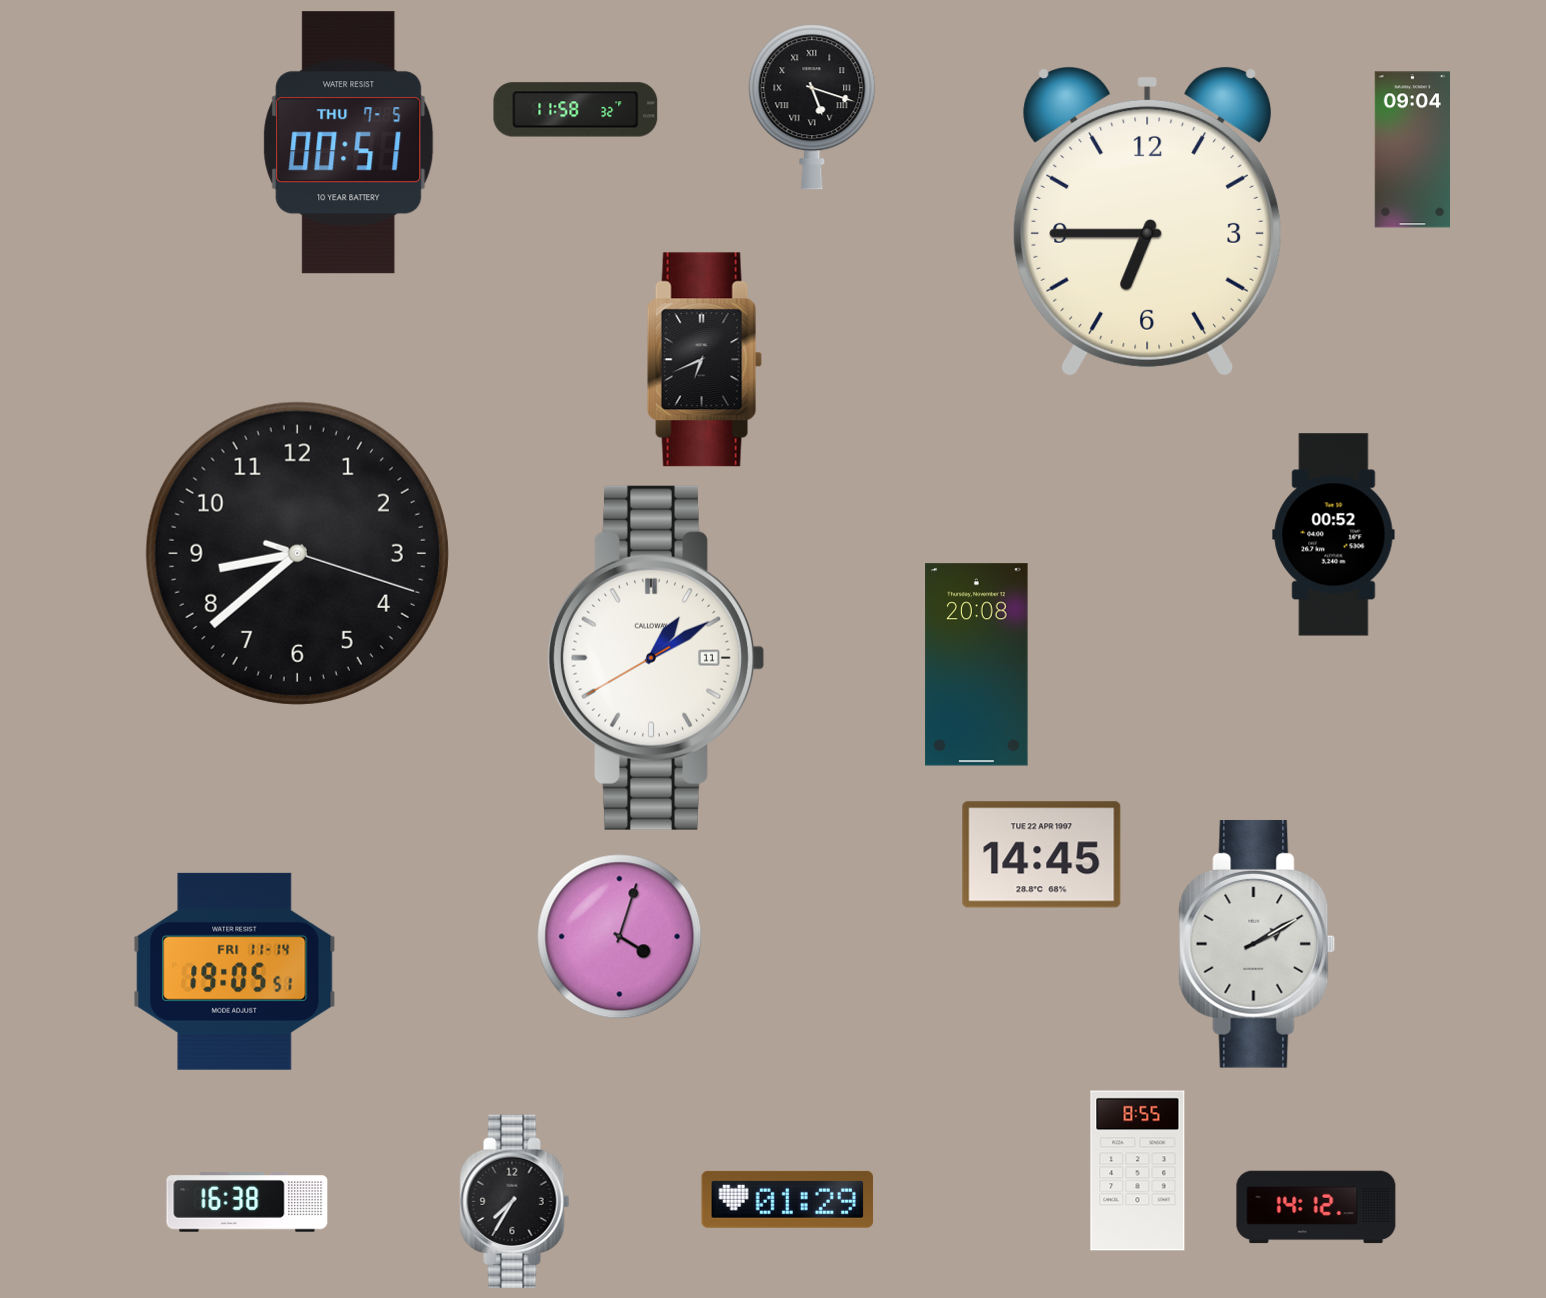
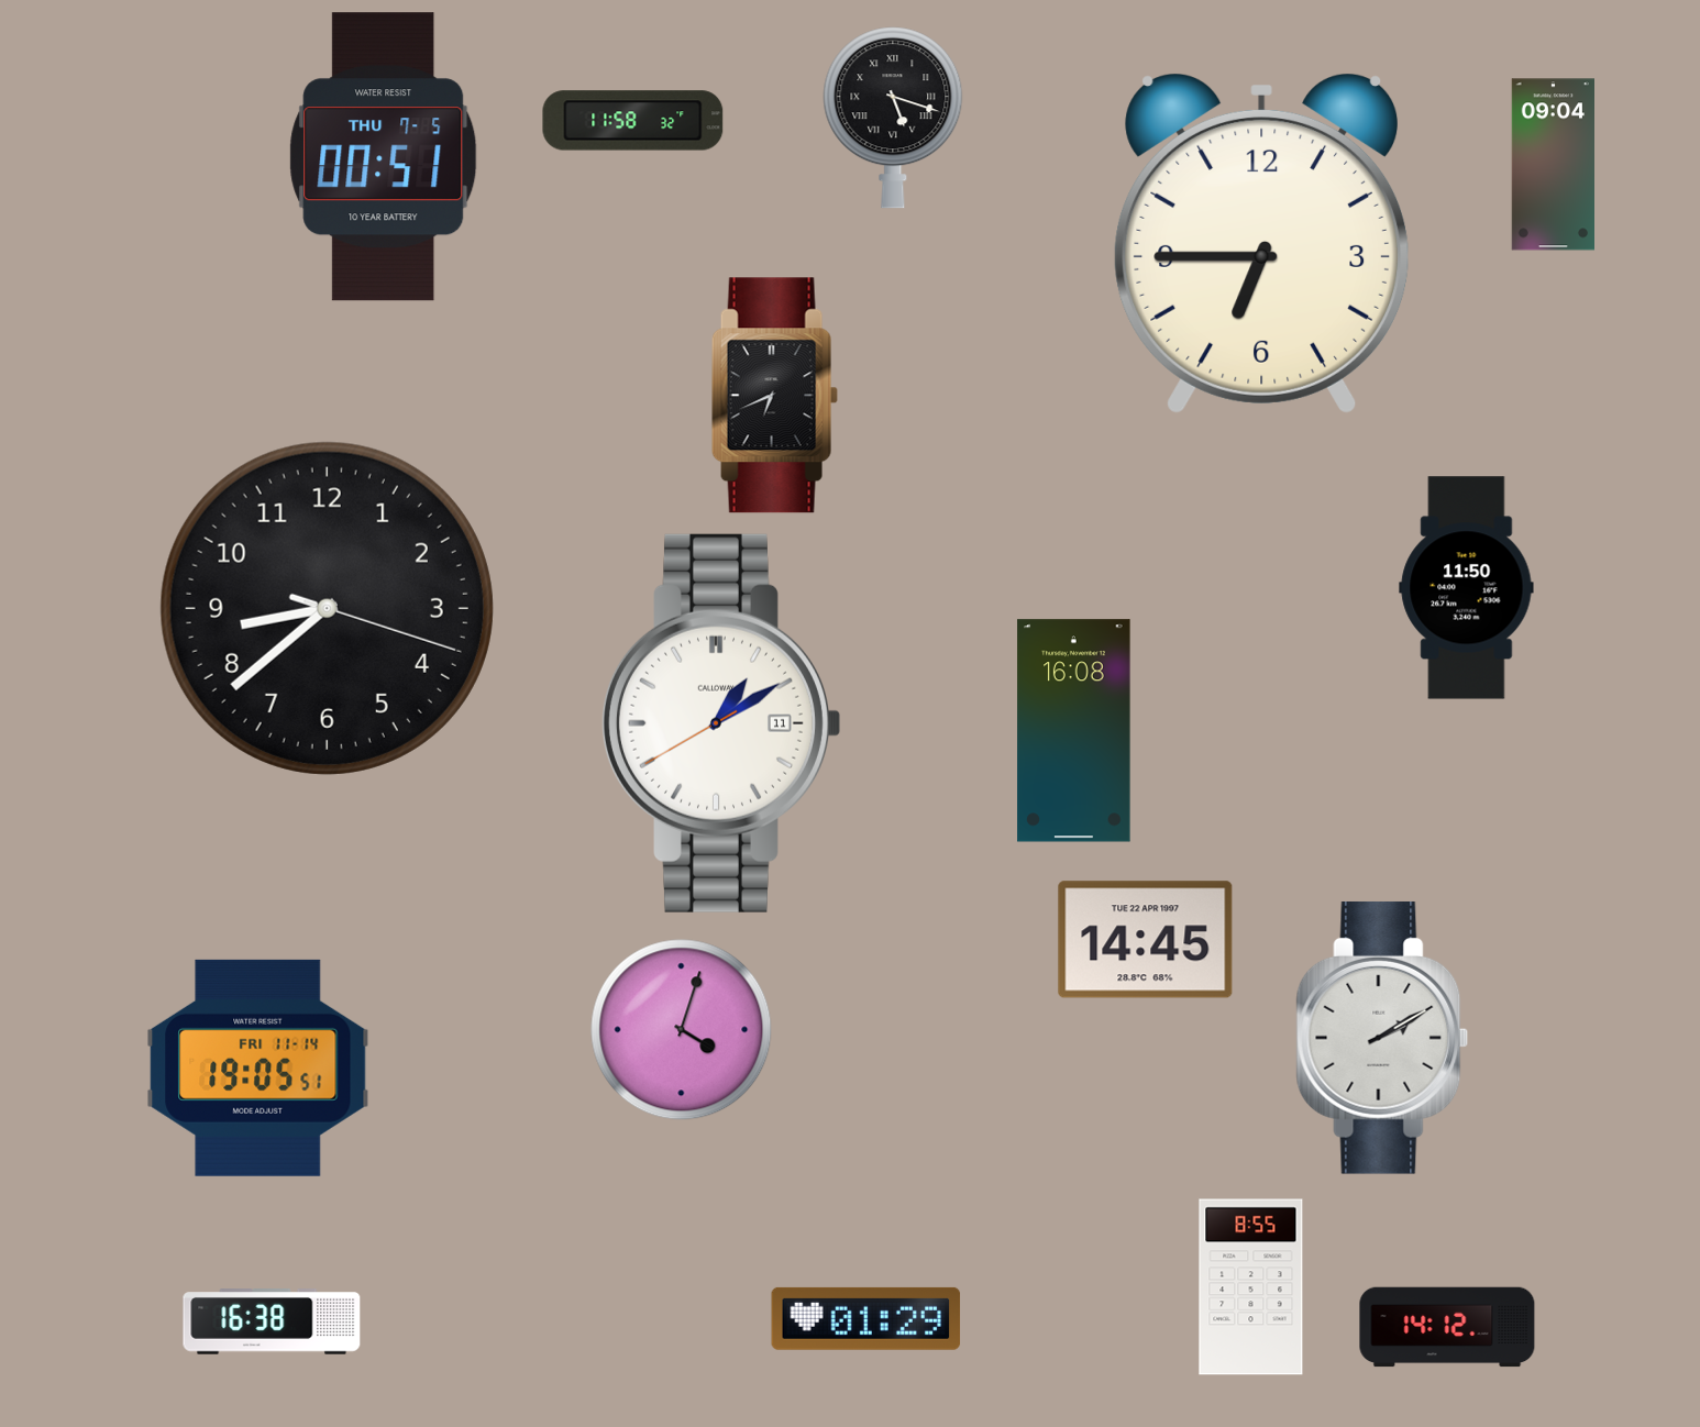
clock at (1334, 535): 00:52 -> 11:50
clock at (977, 665): 20:08 -> 16:08
clock at (515, 1202): 7:35 -> none
